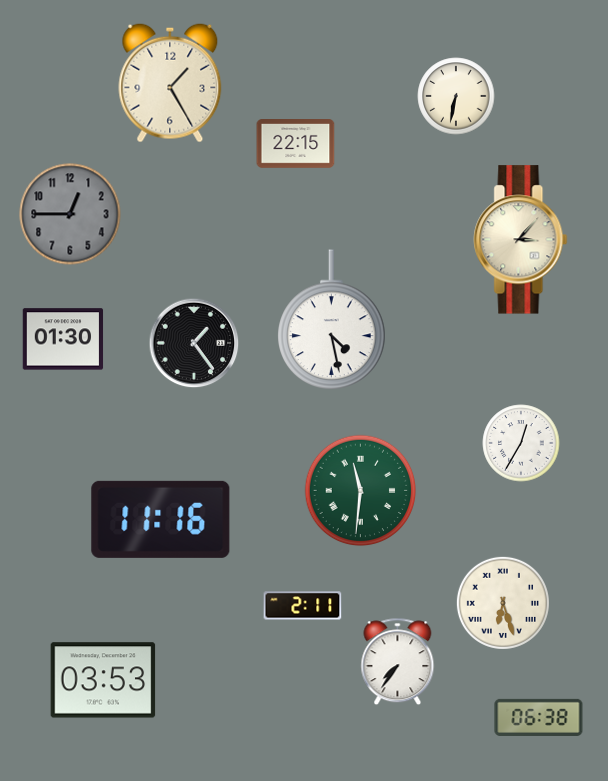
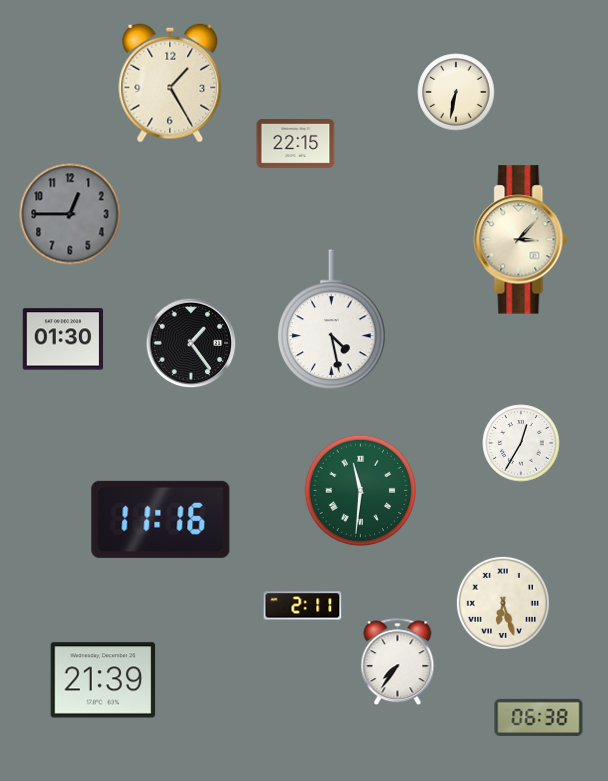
clock at (456, 96) position: (456, 96) -> (456, 92)
clock at (194, 343) position: (194, 343) -> (191, 343)
clock at (103, 680): 03:53 -> 21:39
